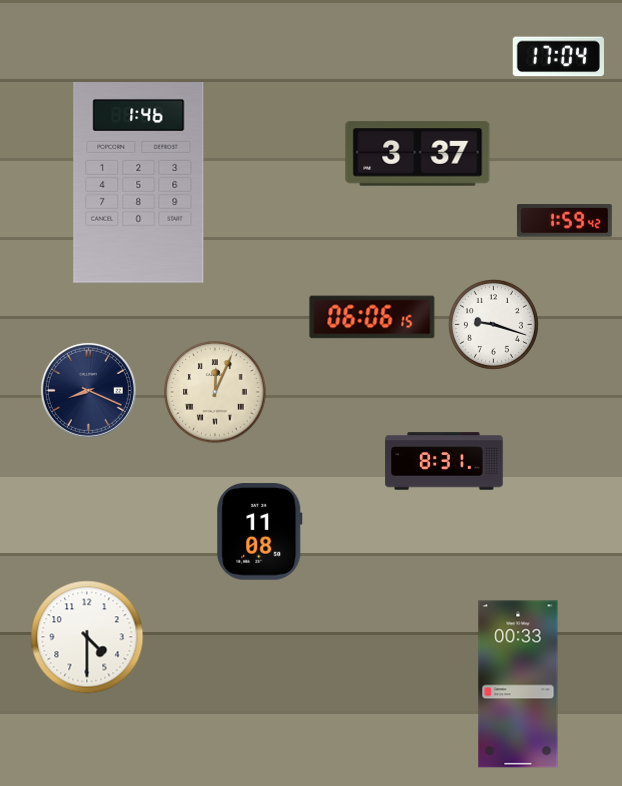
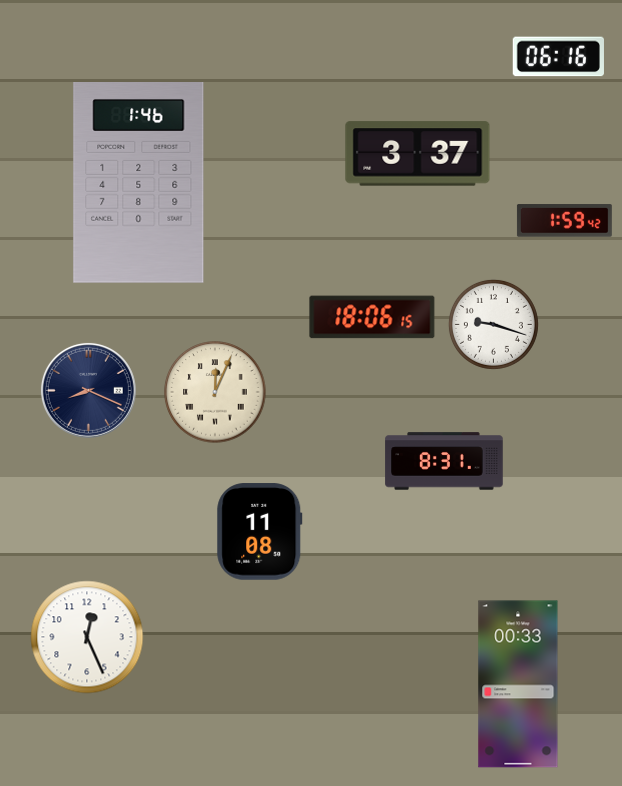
clock at (558, 57): 17:04 -> 06:16
clock at (372, 317): 06:06 -> 18:06
clock at (87, 637): 4:30 -> 12:26
